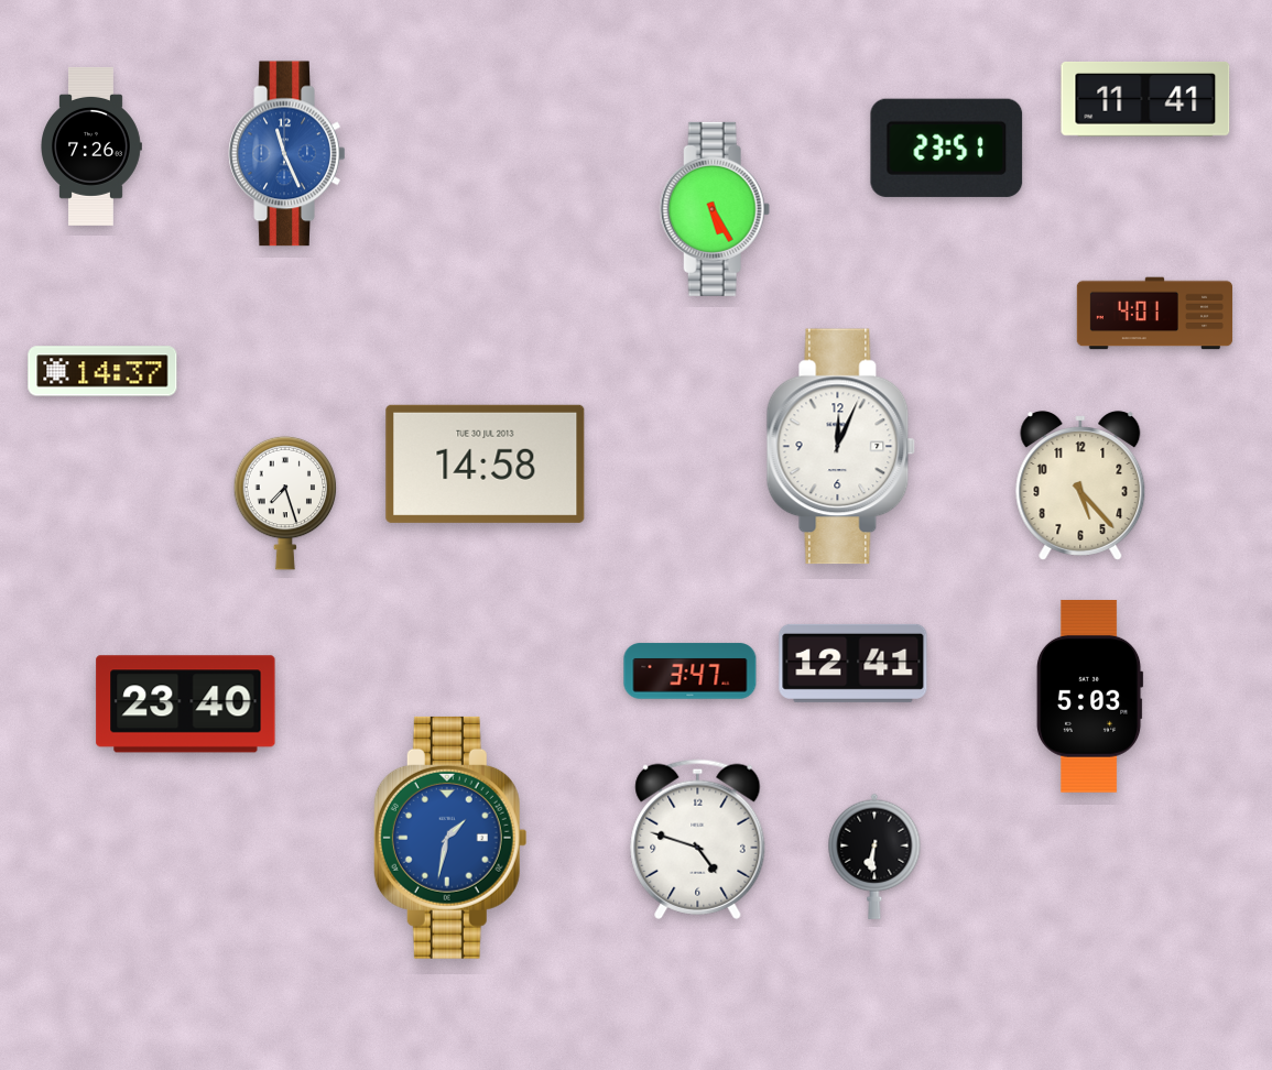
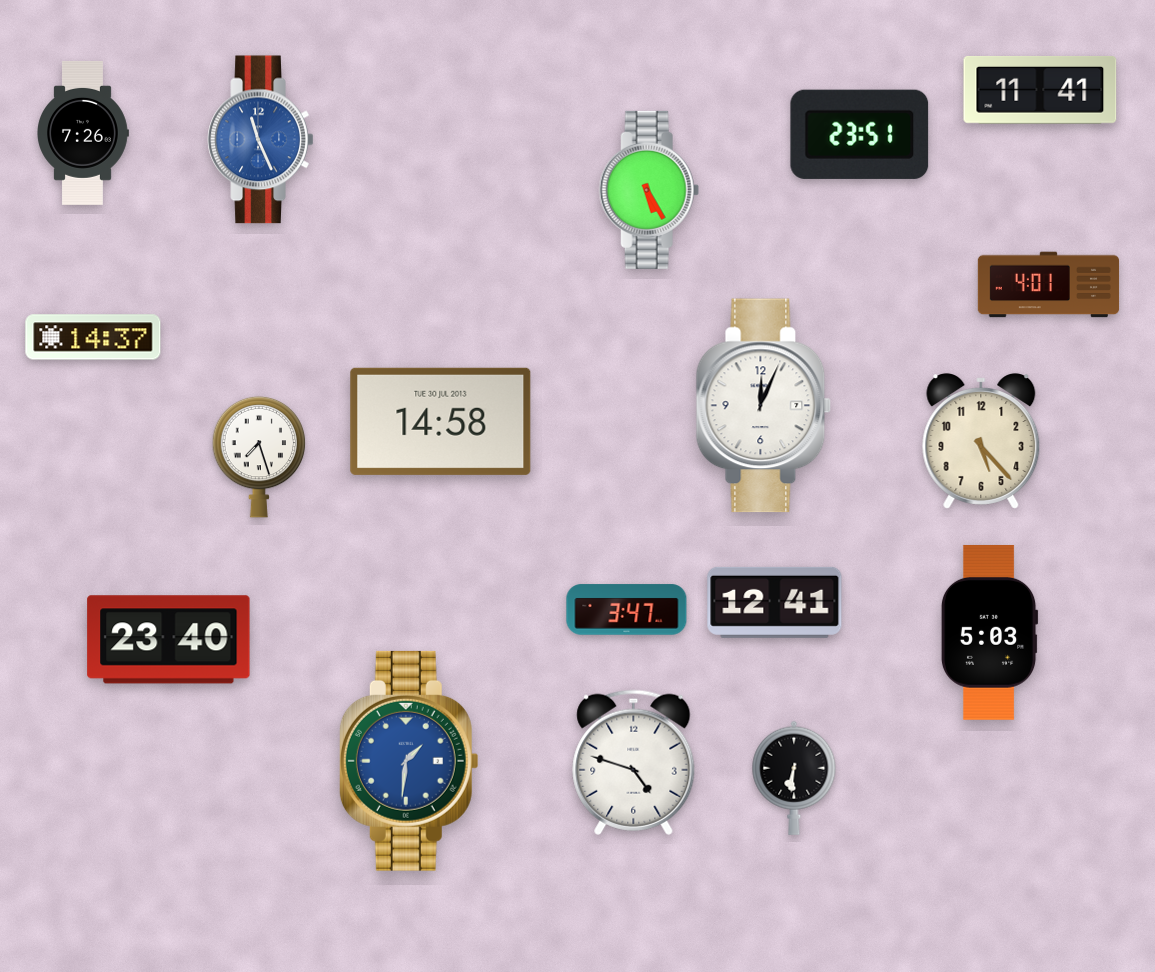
clock at (450, 838): 1:32 -> 1:31
